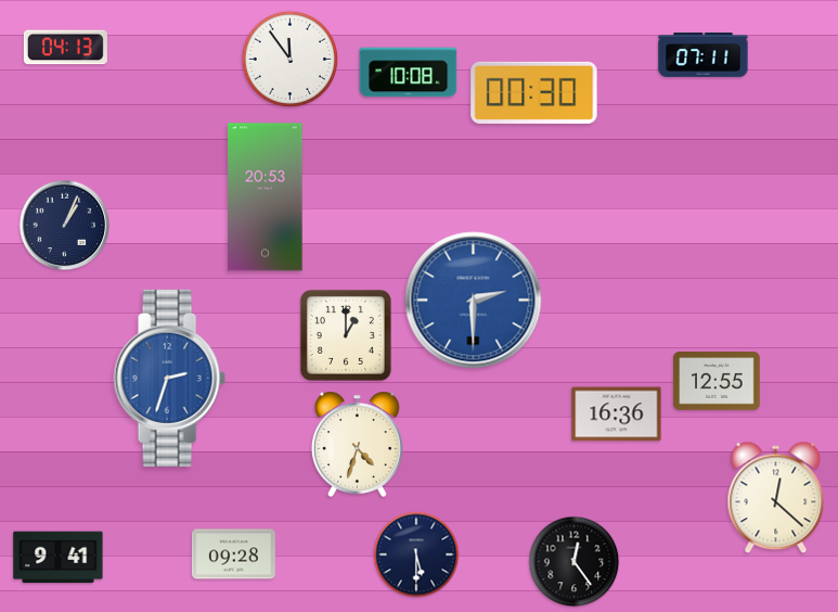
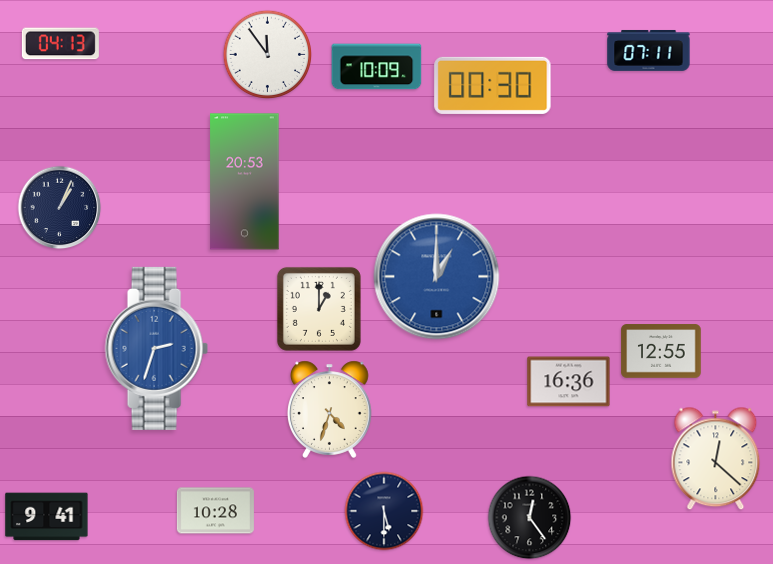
clock at (409, 73): 10:08 -> 10:09
clock at (474, 301): 2:30 -> 1:00
clock at (233, 554): 09:28 -> 10:28
clock at (59, 558) position: (59, 558) -> (47, 517)
